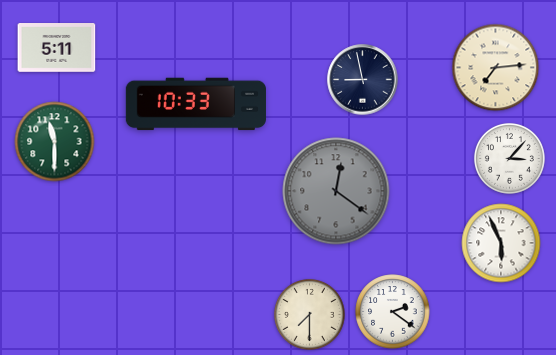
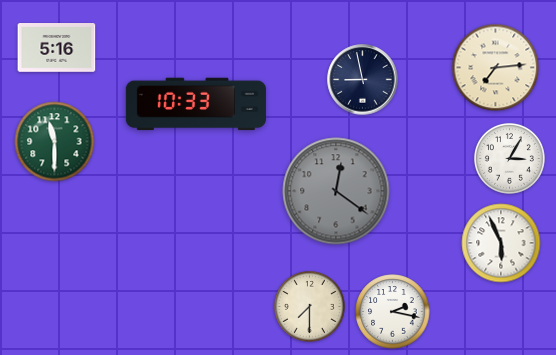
clock at (57, 48): 5:11 -> 5:16
clock at (509, 158): 3:07 -> 3:05
clock at (393, 312): 2:21 -> 2:17
clock at (309, 314) position: (309, 314) -> (309, 306)
